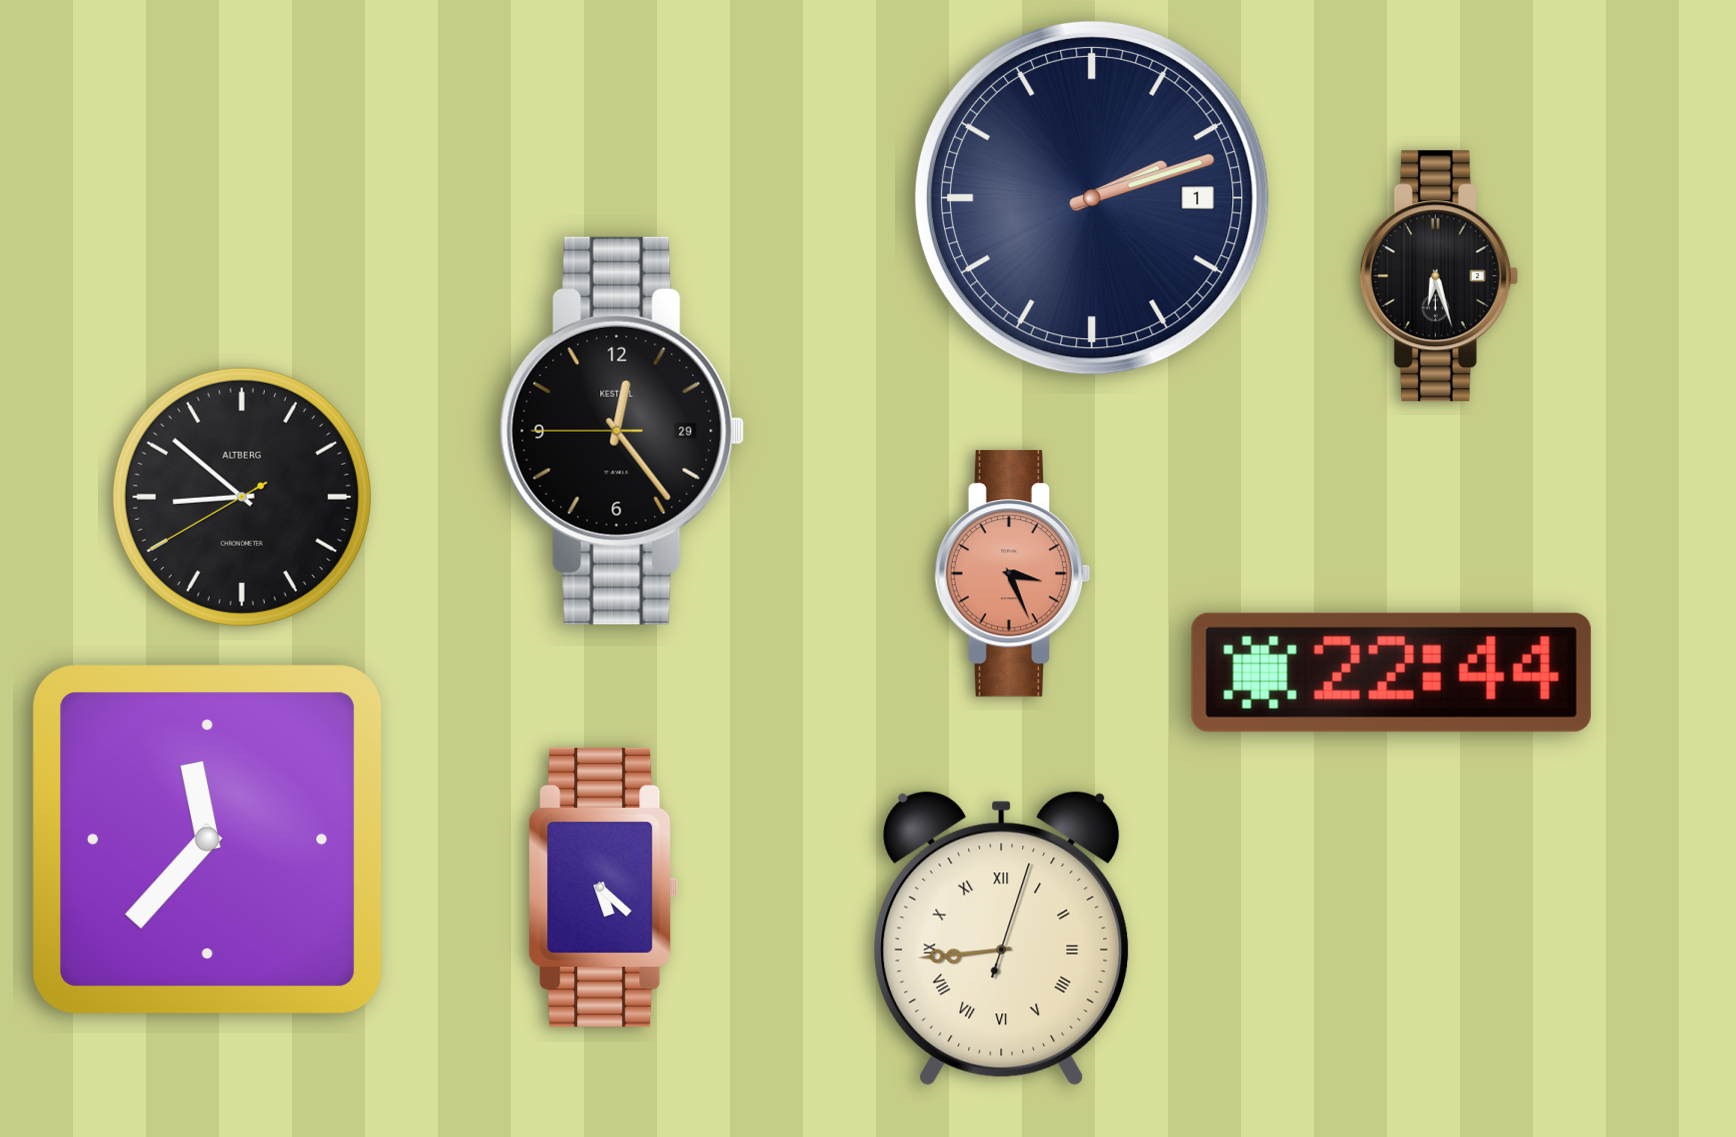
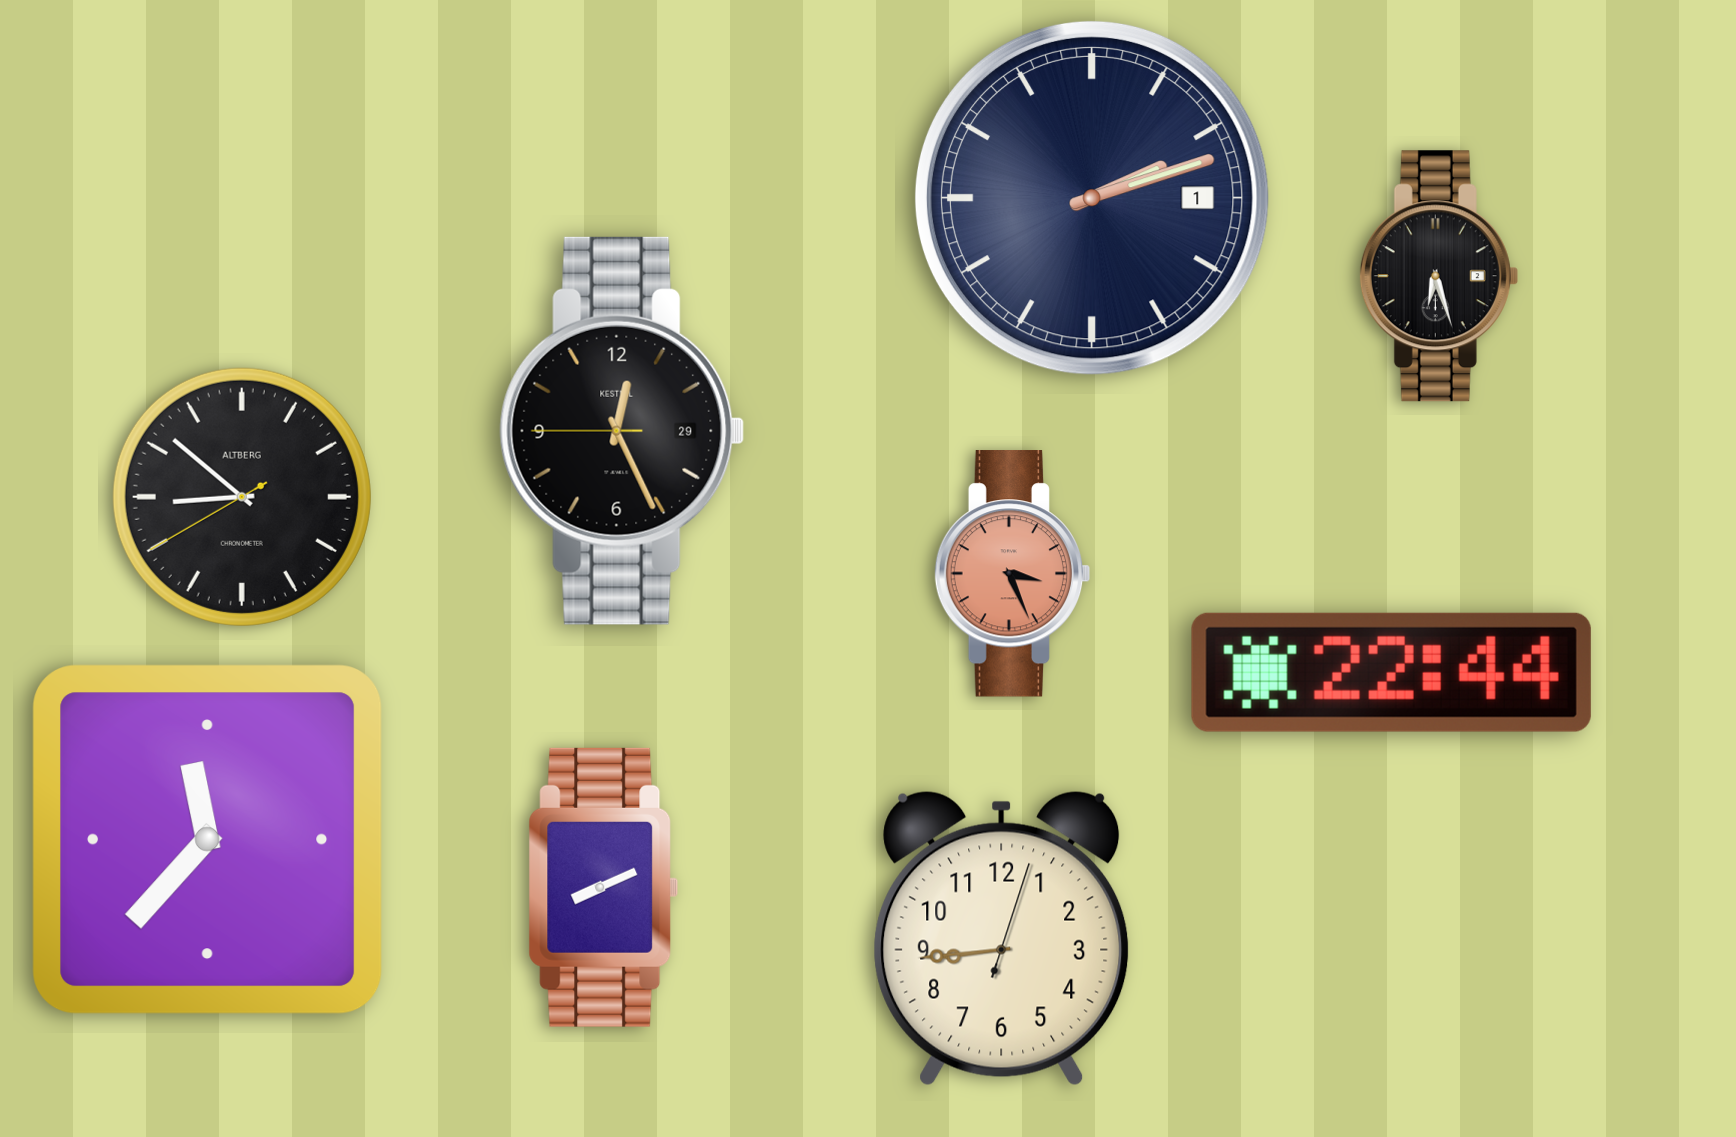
clock at (622, 431): 12:23 -> 12:25
clock at (604, 887): 5:22 -> 8:11
clock at (1002, 939) numerals: Roman -> Arabic
